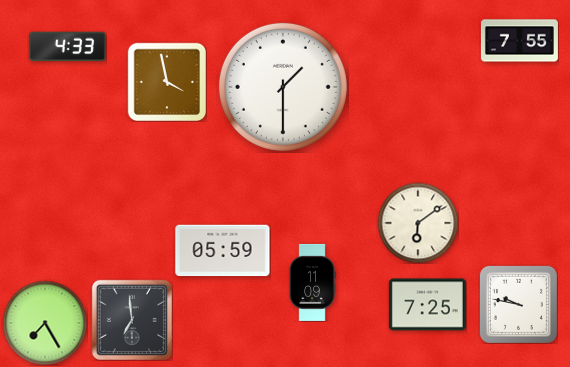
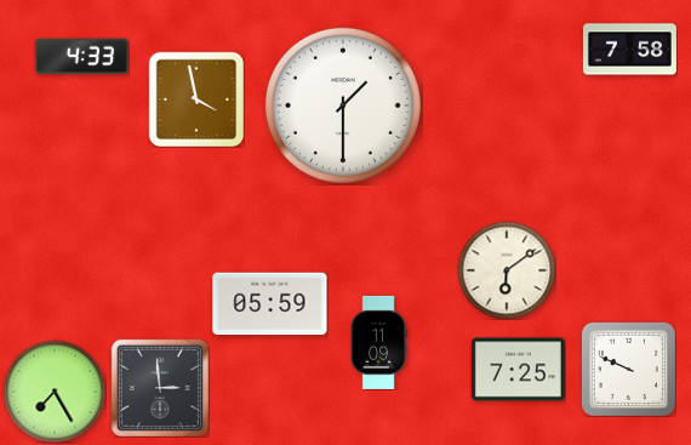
clock at (519, 41): 7:55 -> 7:58
clock at (167, 82) position: (167, 82) -> (196, 99)
clock at (518, 304): 9:47 -> 9:49
clock at (132, 320): 6:59 -> 2:59
